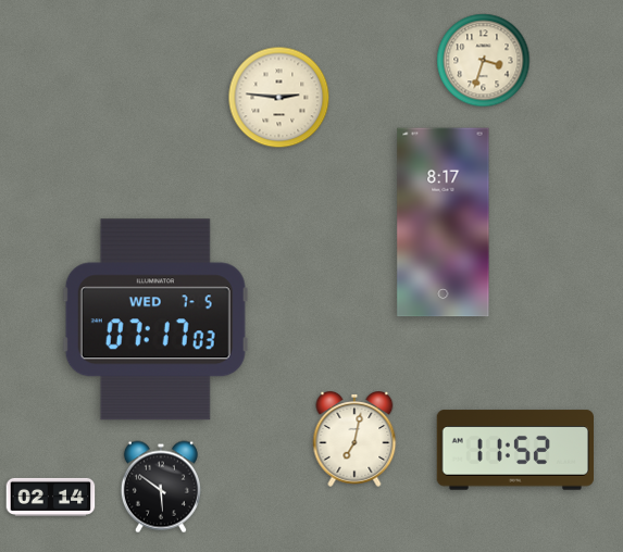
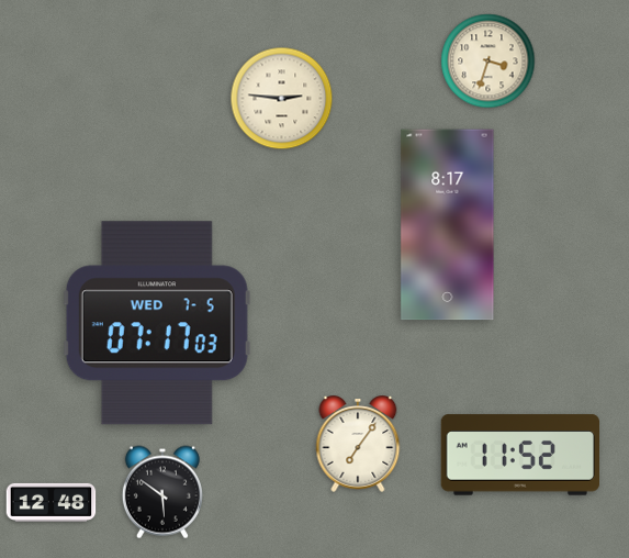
clock at (354, 440): 7:02 -> 7:06
clock at (51, 497): 02:14 -> 12:48
